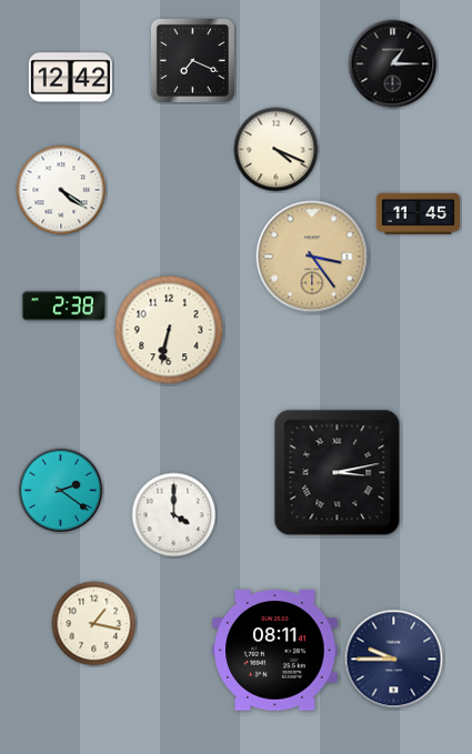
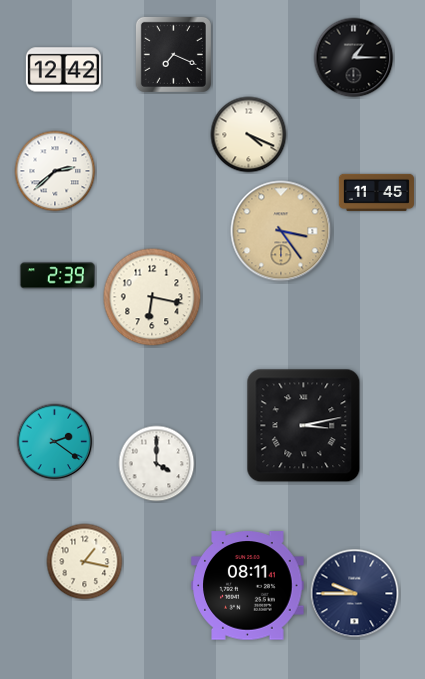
clock at (61, 190): 4:21 -> 2:38
clock at (63, 306): 2:38 -> 2:39
clock at (169, 330): 6:32 -> 6:17
